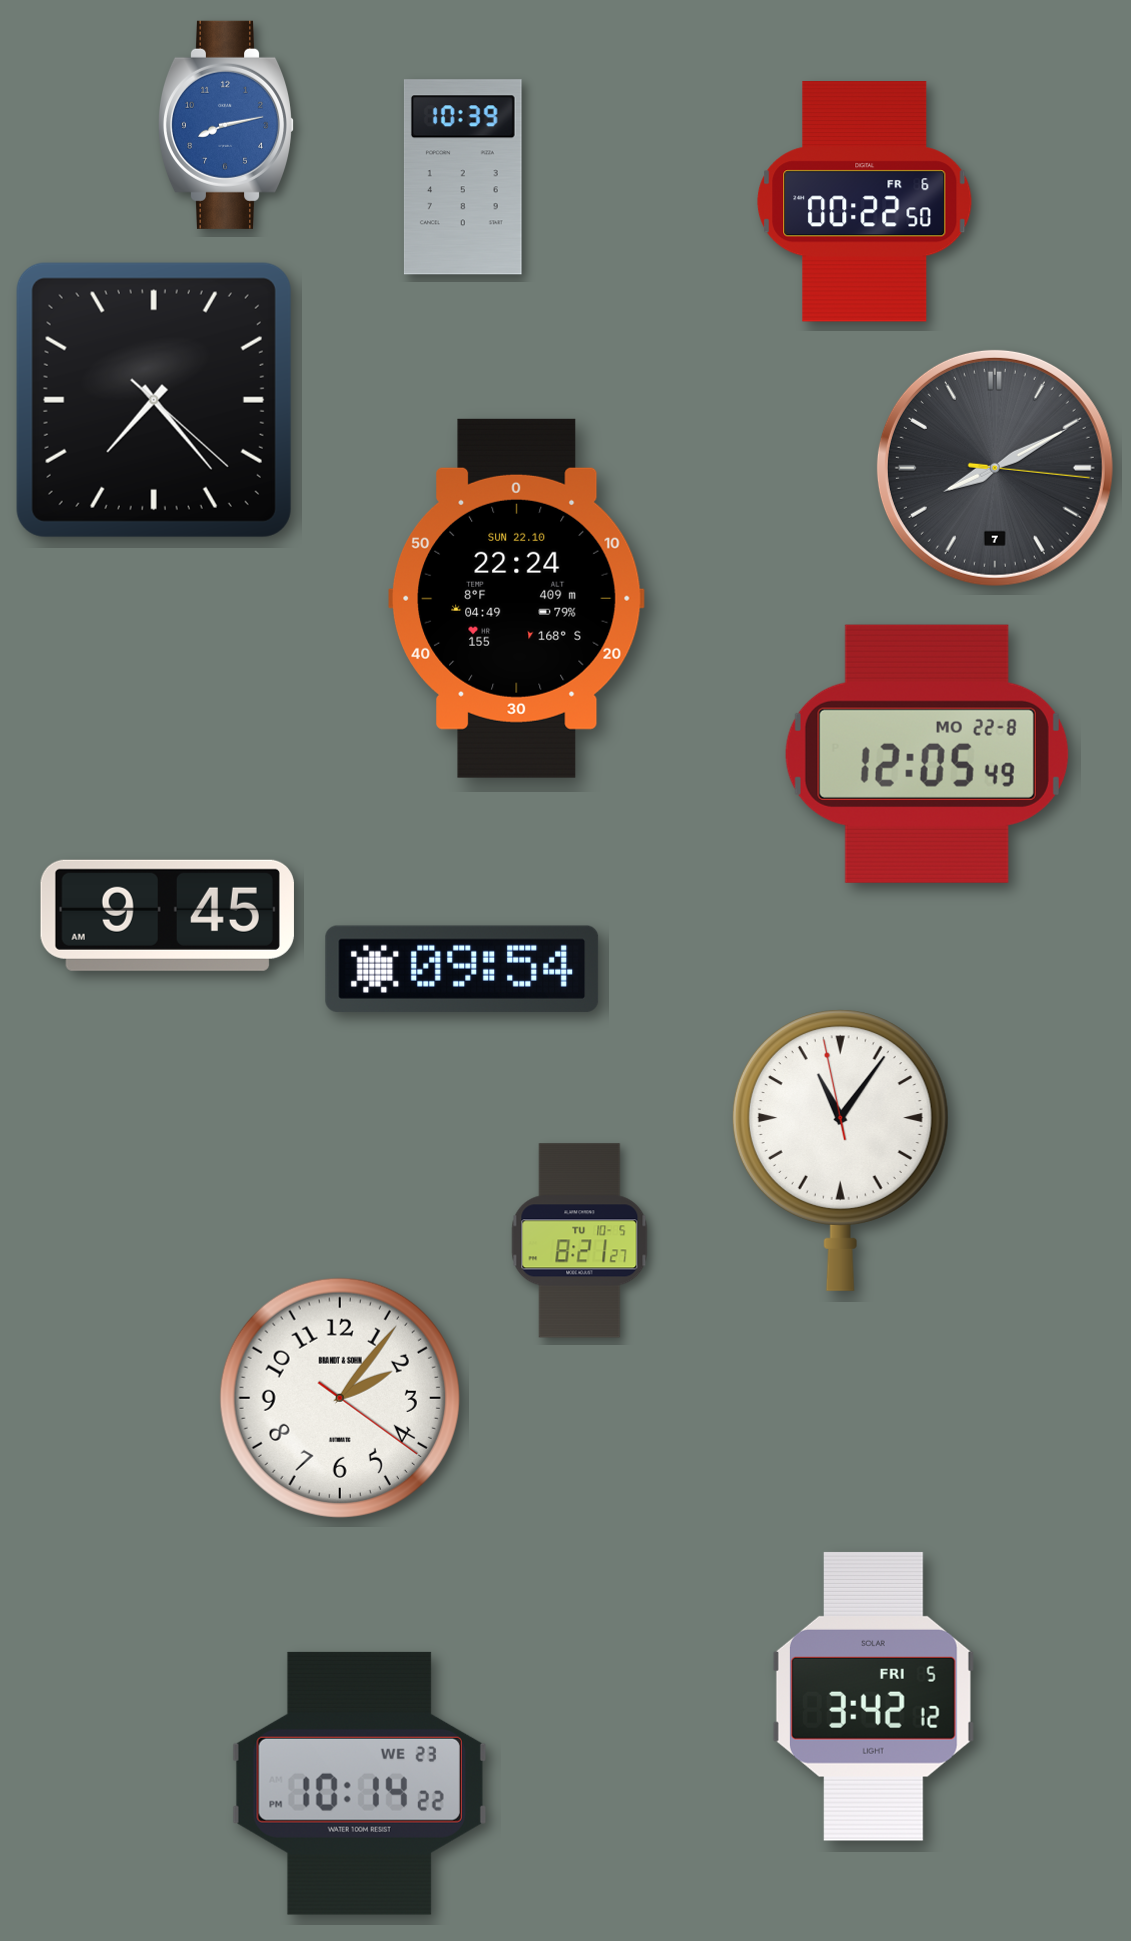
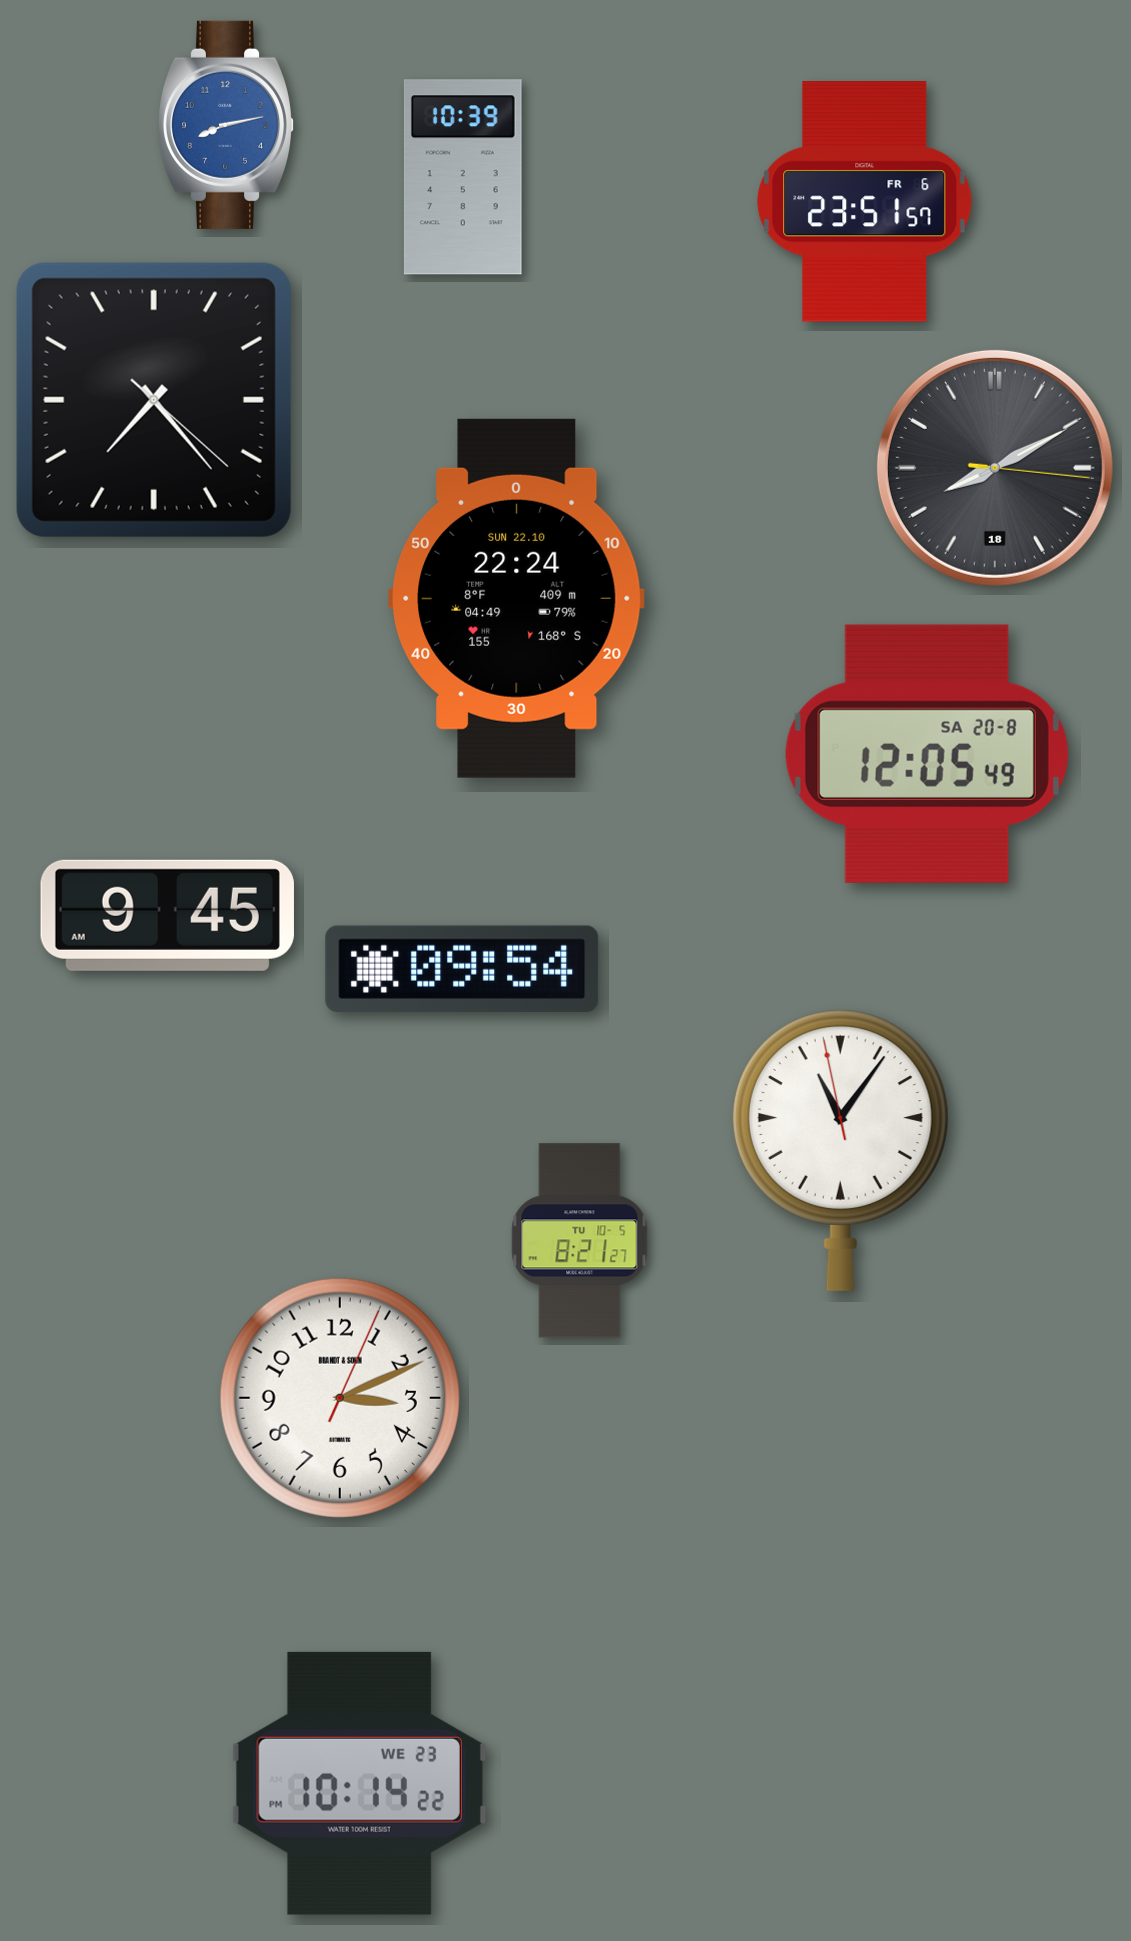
clock at (865, 202): 00:22 -> 23:51
clock at (995, 468) date: 7 -> 18
clock at (927, 754) date: MO 22-8 -> SA 20-8
clock at (340, 1398): 2:06 -> 3:11
clock at (873, 1696): 3:42 -> none
